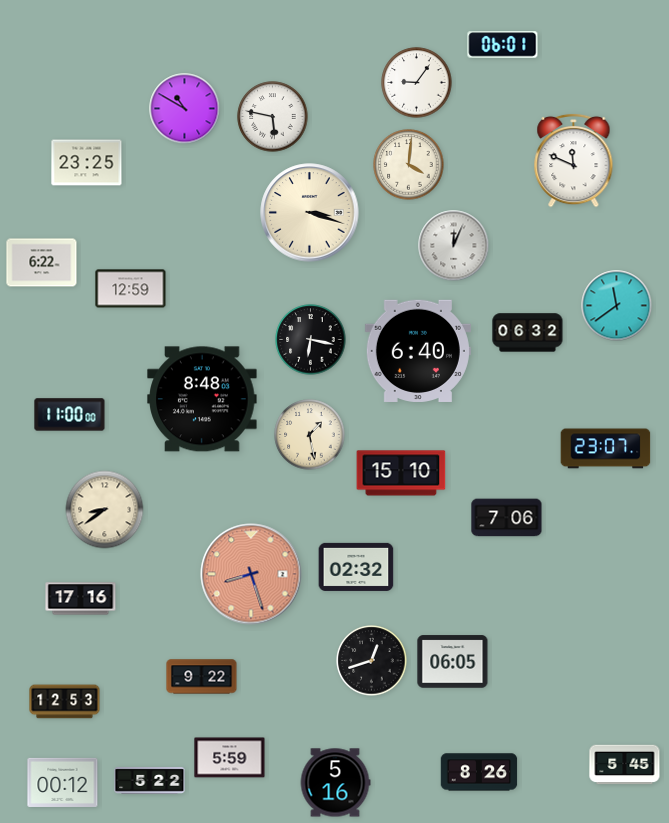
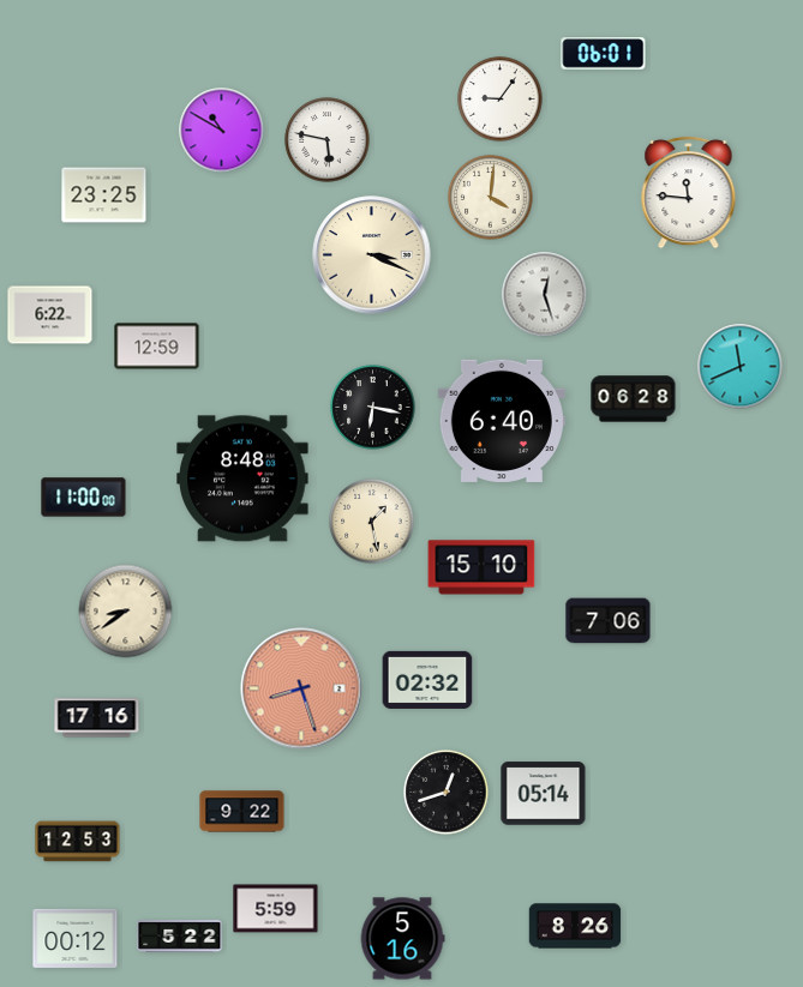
clock at (574, 160): 11:49 -> 11:46
clock at (310, 213): 3:18 -> 3:19
clock at (454, 246): 12:04 -> 12:27
clock at (617, 306): 11:39 -> 11:41
clock at (528, 333): 06:32 -> 06:28
clock at (606, 449): 23:07 -> none
clock at (453, 662): 06:05 -> 05:14
clock at (625, 765): 5:45 -> none
